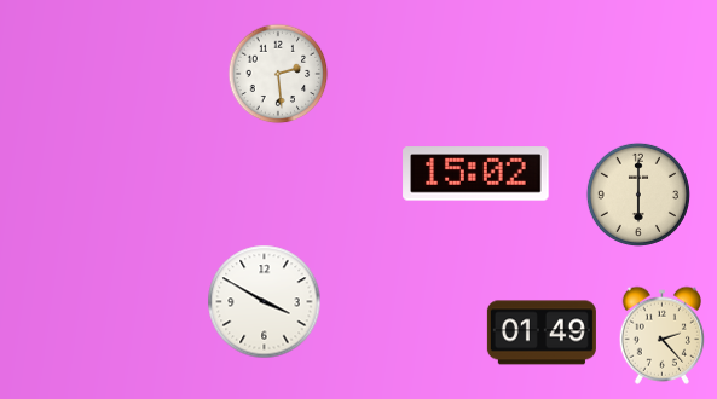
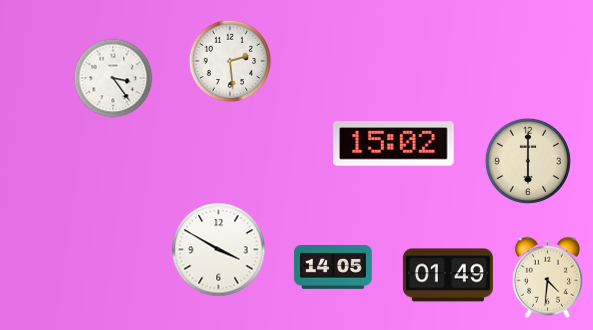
clock at (113, 78): none -> 3:24
clock at (333, 268): none -> 14:05
clock at (661, 335): 2:23 -> 4:31
